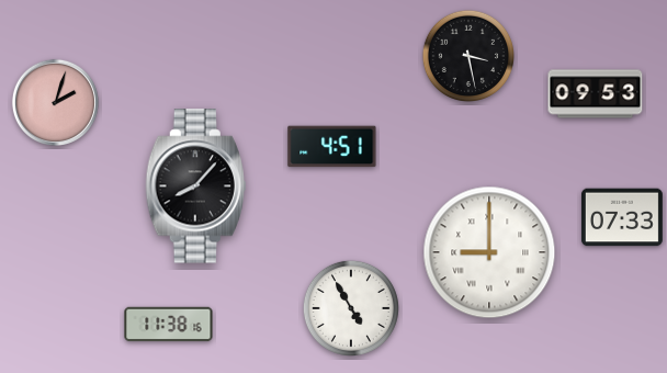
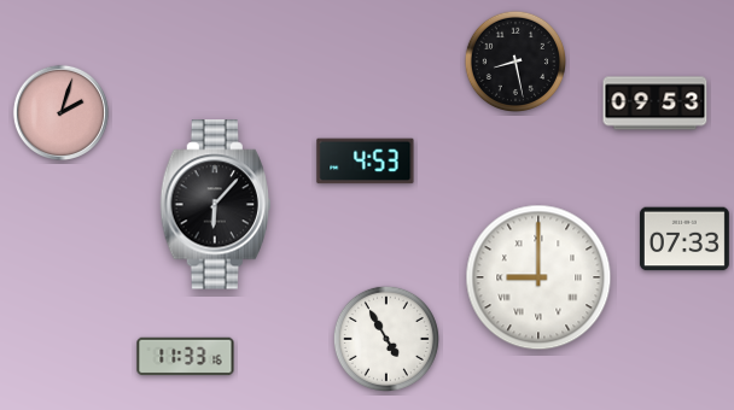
clock at (467, 55): 3:28 -> 8:28
clock at (332, 147): 4:51 -> 4:53
clock at (195, 187): 8:07 -> 6:07
clock at (169, 325): 11:38 -> 11:33
